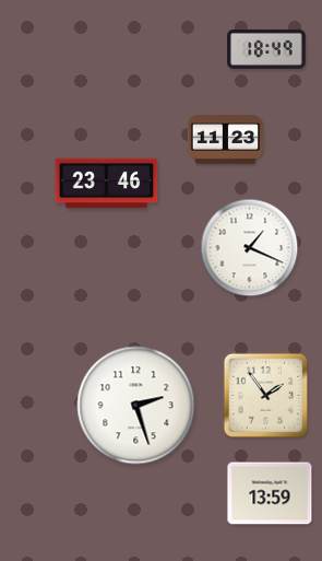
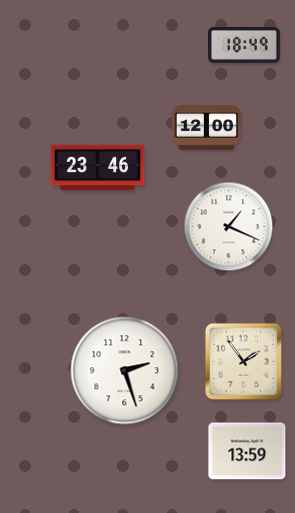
clock at (226, 140): 11:23 -> 12:00
